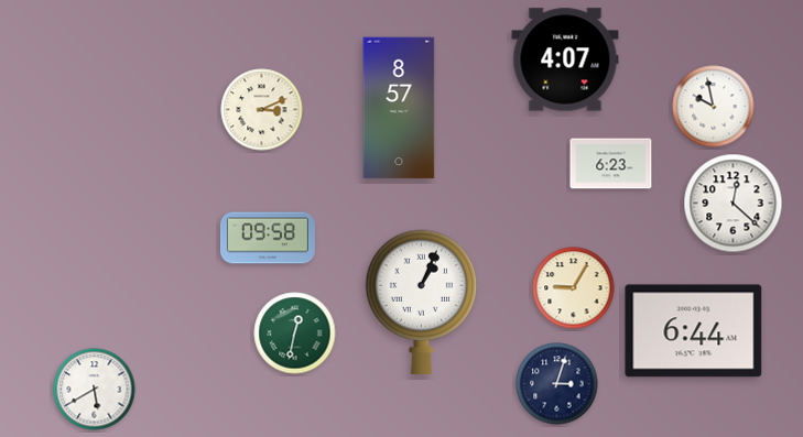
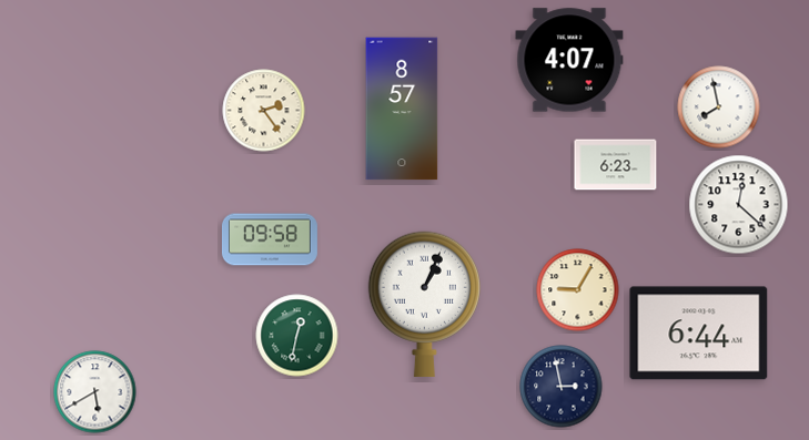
clock at (714, 107): 9:58 -> 7:58
clock at (262, 110): 3:11 -> 2:24
clock at (557, 384): 3:03 -> 2:58
